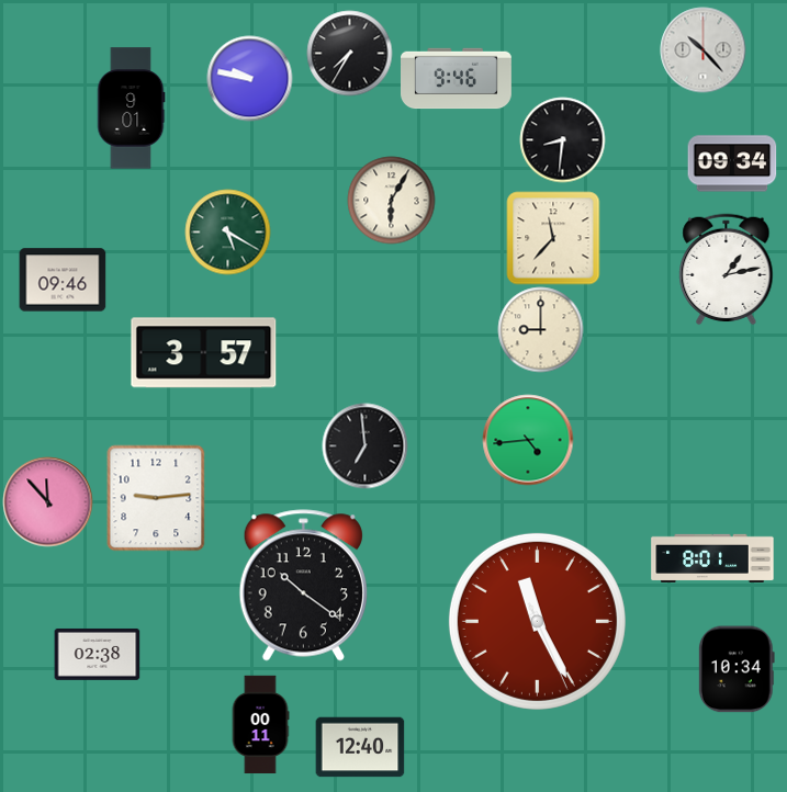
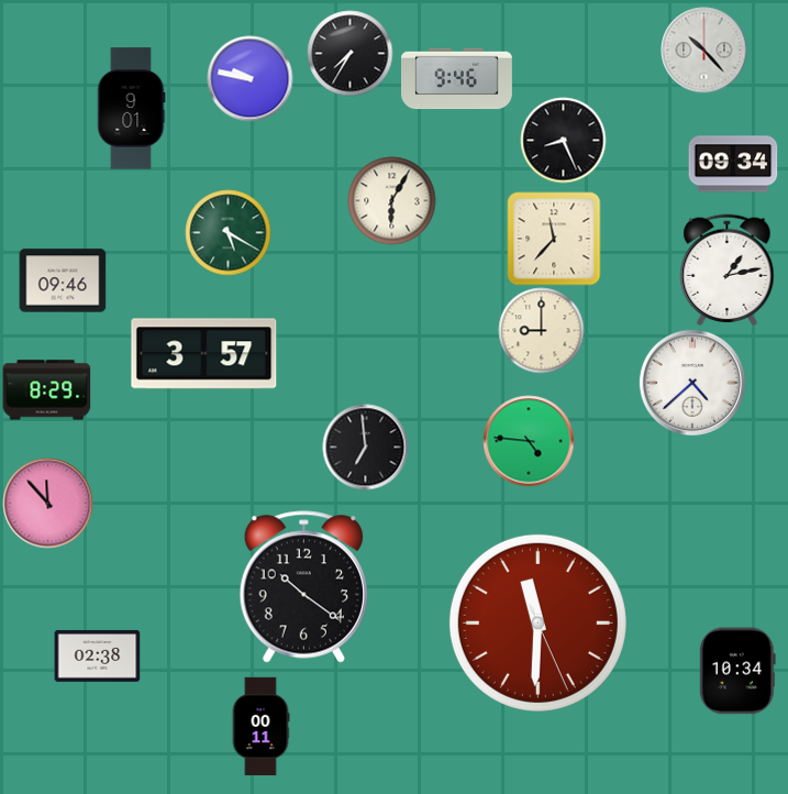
clock at (562, 139): 8:31 -> 8:26
clock at (692, 383): none -> 4:38
clock at (46, 390): none -> 8:29
clock at (528, 440): 4:44 -> 4:46
clock at (156, 498): 9:14 -> none
clock at (712, 558): 8:01 -> none
clock at (537, 621): 11:25 -> 11:30
clock at (360, 747): 12:40 -> none
